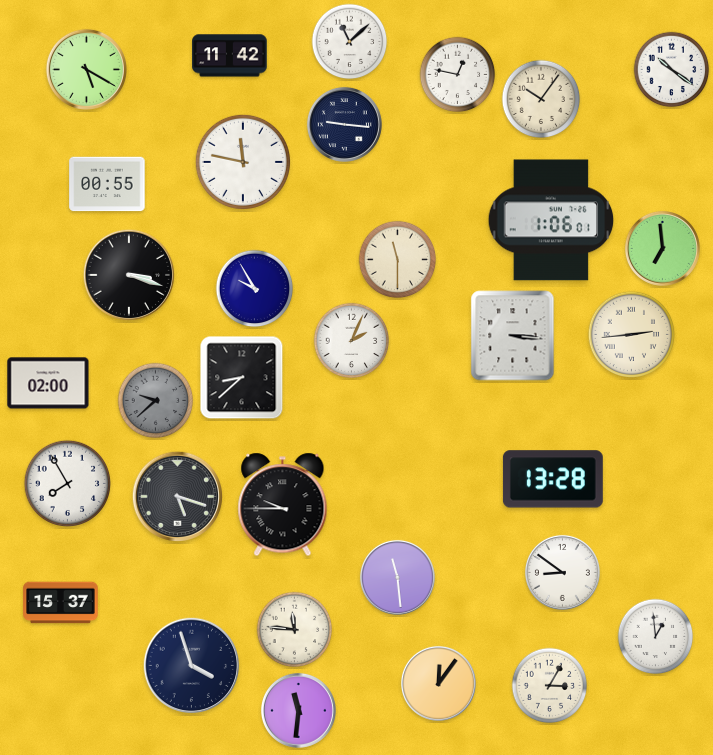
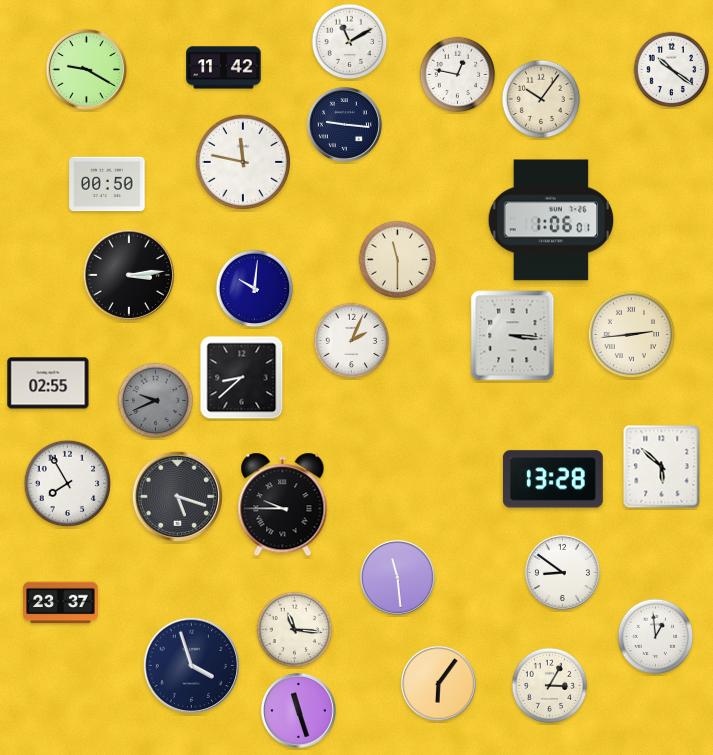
clock at (350, 42): 11:08 -> 11:10
clock at (230, 56) position: (230, 56) -> (224, 68)
clock at (86, 69): 5:20 -> 9:20
clock at (107, 184): 00:55 -> 00:50
clock at (662, 248): 6:59 -> none
clock at (128, 274): 3:18 -> 3:14
clock at (255, 289): 9:55 -> 10:01
clock at (48, 383): 02:00 -> 02:55
clock at (156, 401): 9:38 -> 9:41
clock at (662, 467): none -> 5:52
clock at (61, 603): 15:37 -> 23:37
clock at (295, 630): 11:46 -> 11:16
clock at (438, 683): 12:06 -> 6:06
clock at (298, 710): 11:31 -> 11:27
